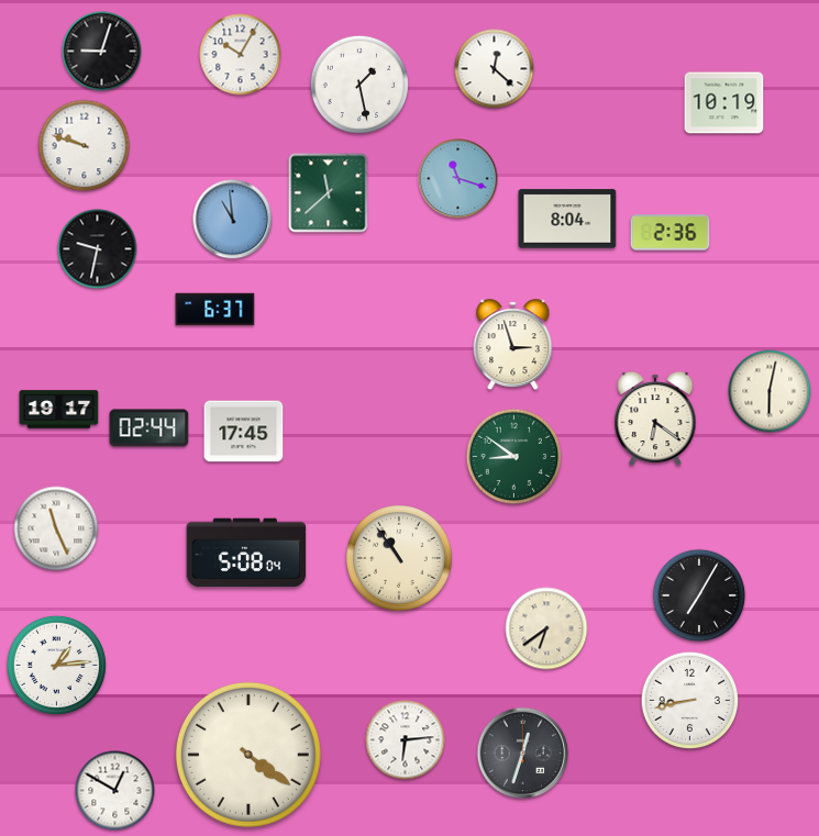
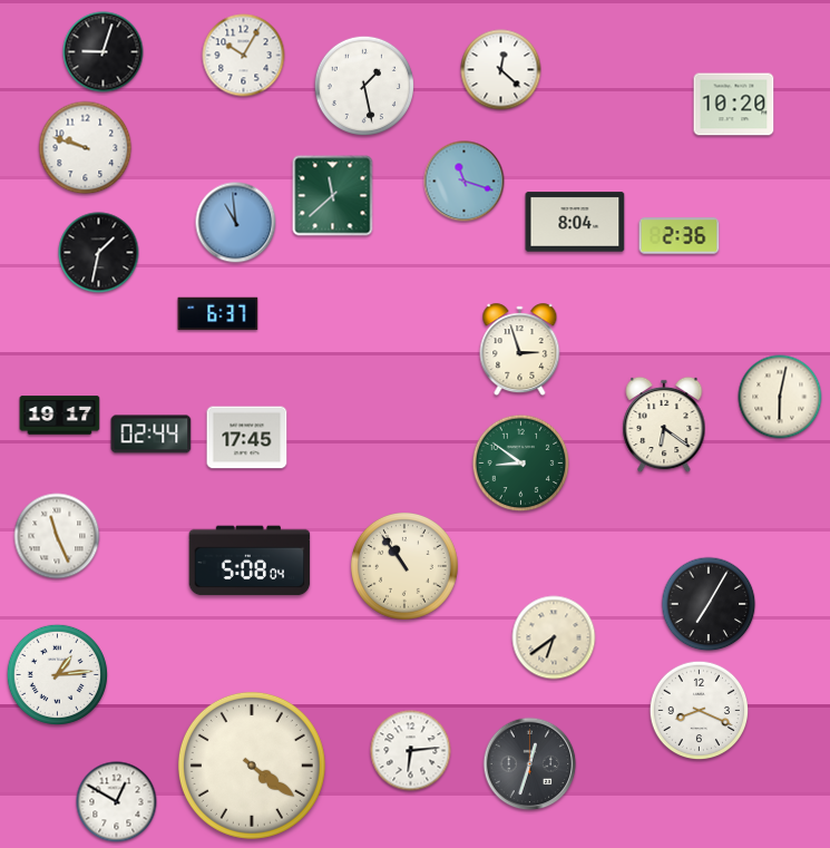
clock at (724, 103): 10:19 -> 10:20
clock at (98, 249): 9:32 -> 1:32
clock at (690, 701): 8:43 -> 8:19
